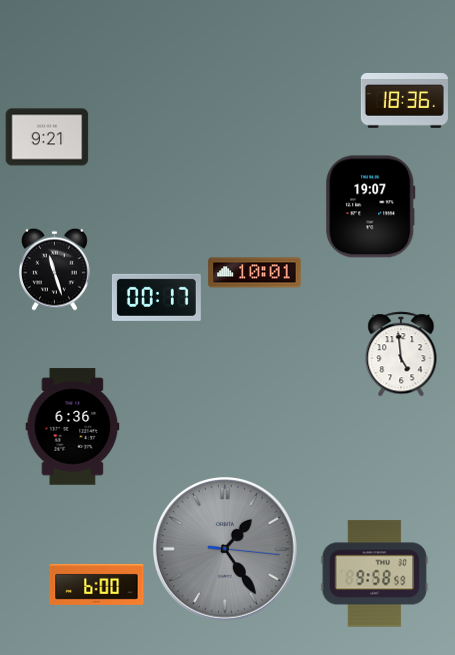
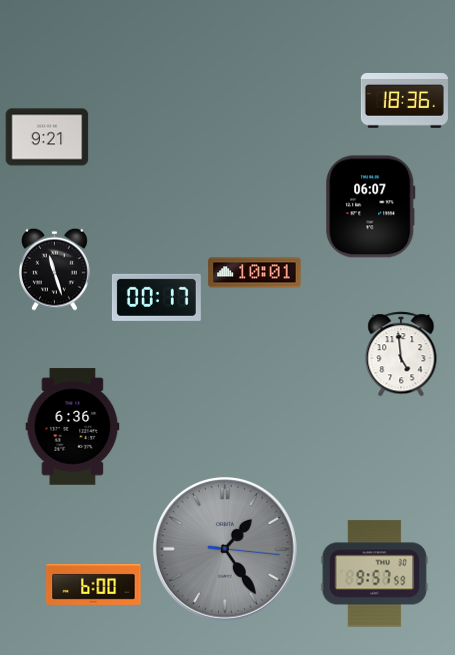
clock at (371, 207): 19:07 -> 06:07
clock at (375, 574): 9:58 -> 9:57
clock at (97, 584) position: (97, 584) -> (94, 584)
